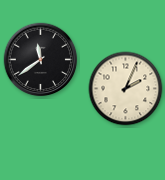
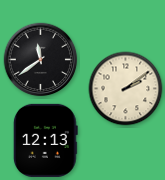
clock at (126, 89): 2:04 -> 2:09
clock at (45, 140): none -> 12:13
